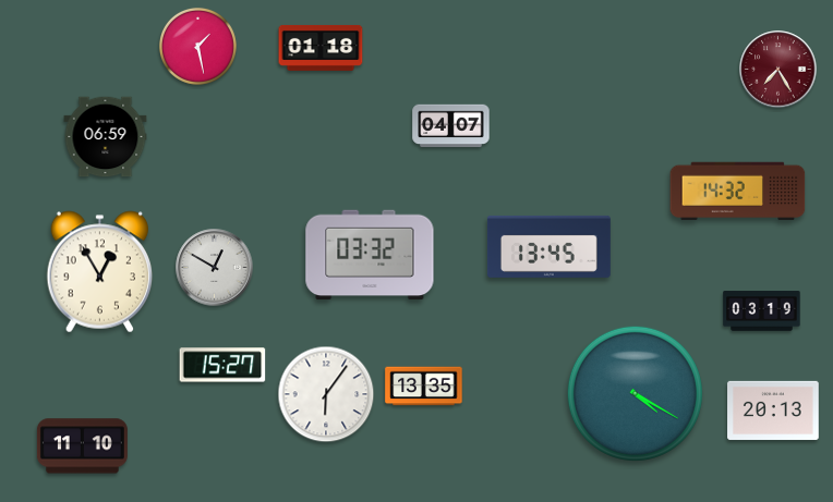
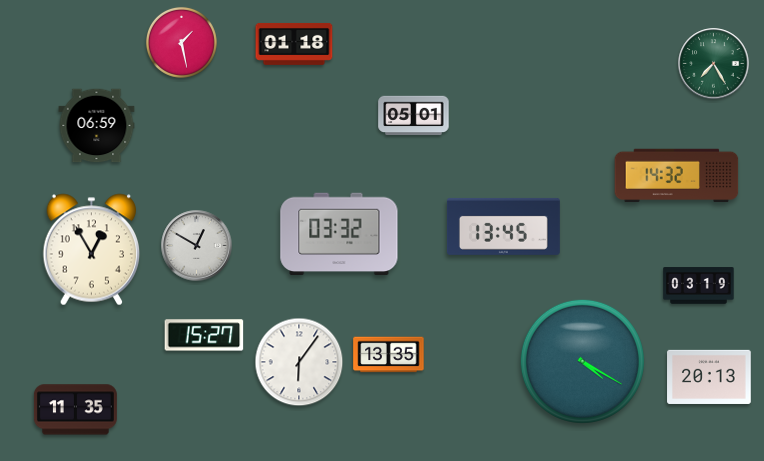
clock at (778, 70) dial: burgundy -> green
clock at (451, 126): 04:07 -> 05:01
clock at (82, 446): 11:10 -> 11:35
